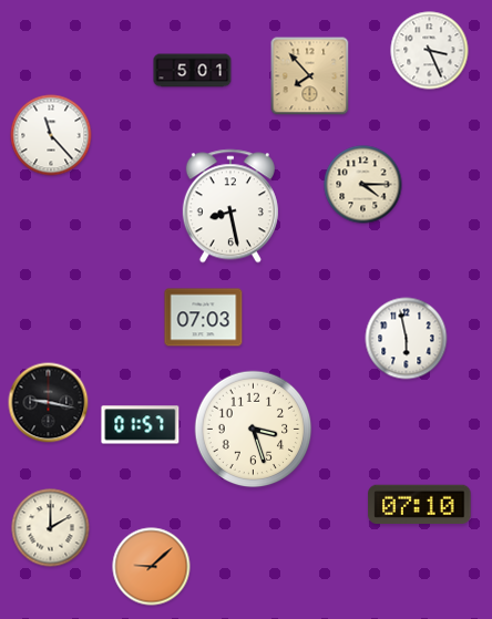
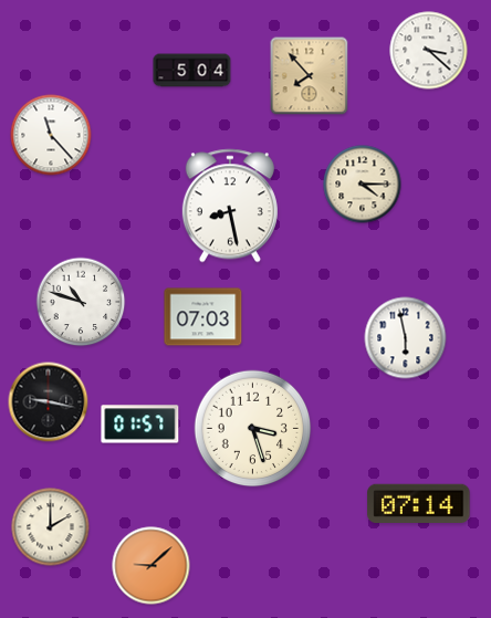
clock at (430, 51): 3:26 -> 3:22
clock at (193, 71): 5:01 -> 5:04
clock at (81, 302): none -> 10:48
clock at (420, 504): 07:10 -> 07:14
